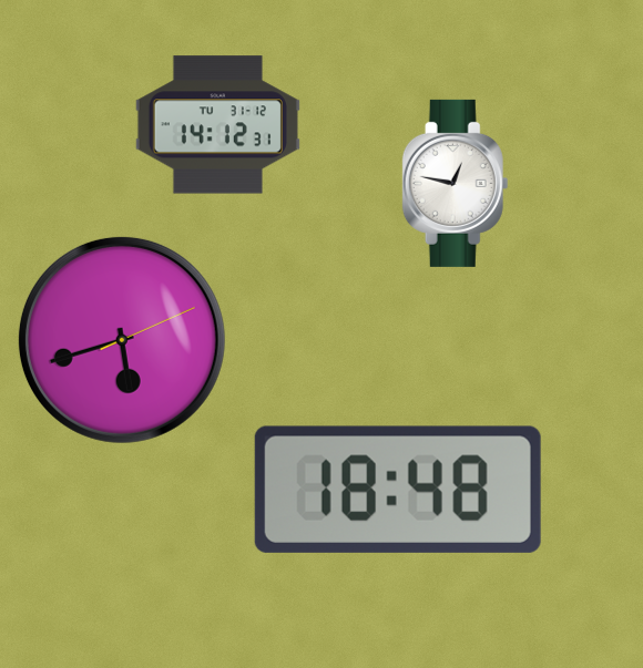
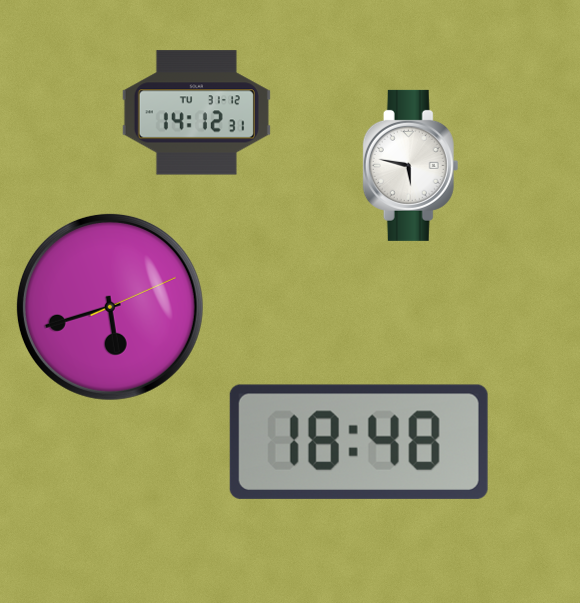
clock at (456, 183): 12:47 -> 5:47
